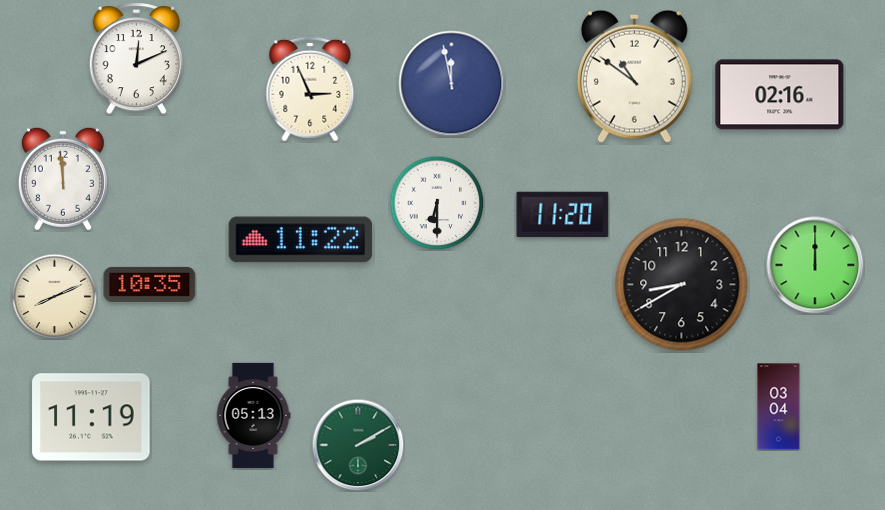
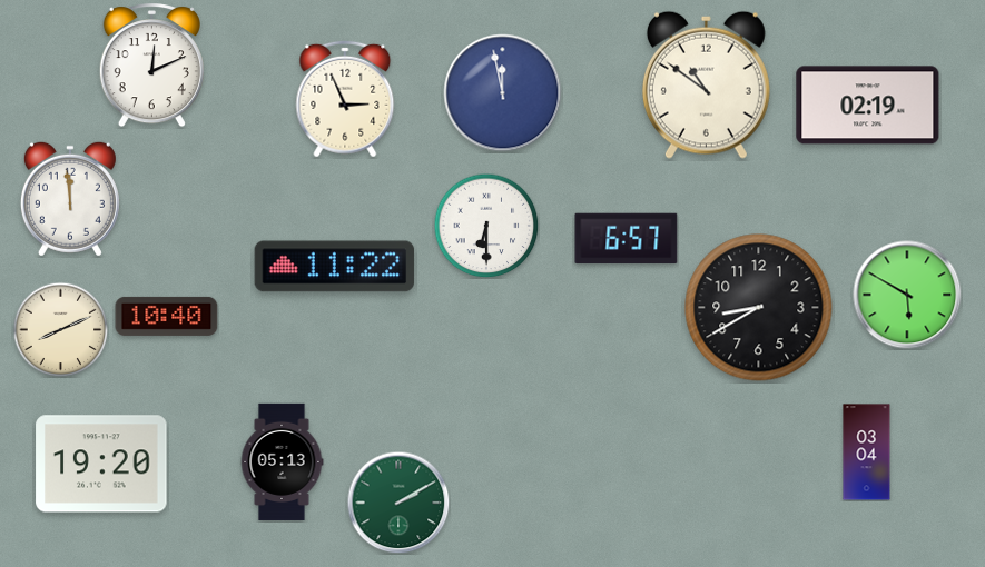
clock at (780, 95): 02:16 -> 02:19
clock at (563, 215): 11:20 -> 6:57
clock at (815, 265): 12:00 -> 5:50
clock at (150, 284): 10:35 -> 10:40
clock at (682, 285) position: (682, 285) -> (759, 308)
clock at (91, 417): 11:19 -> 19:20
clock at (358, 445) position: (358, 445) -> (398, 503)
